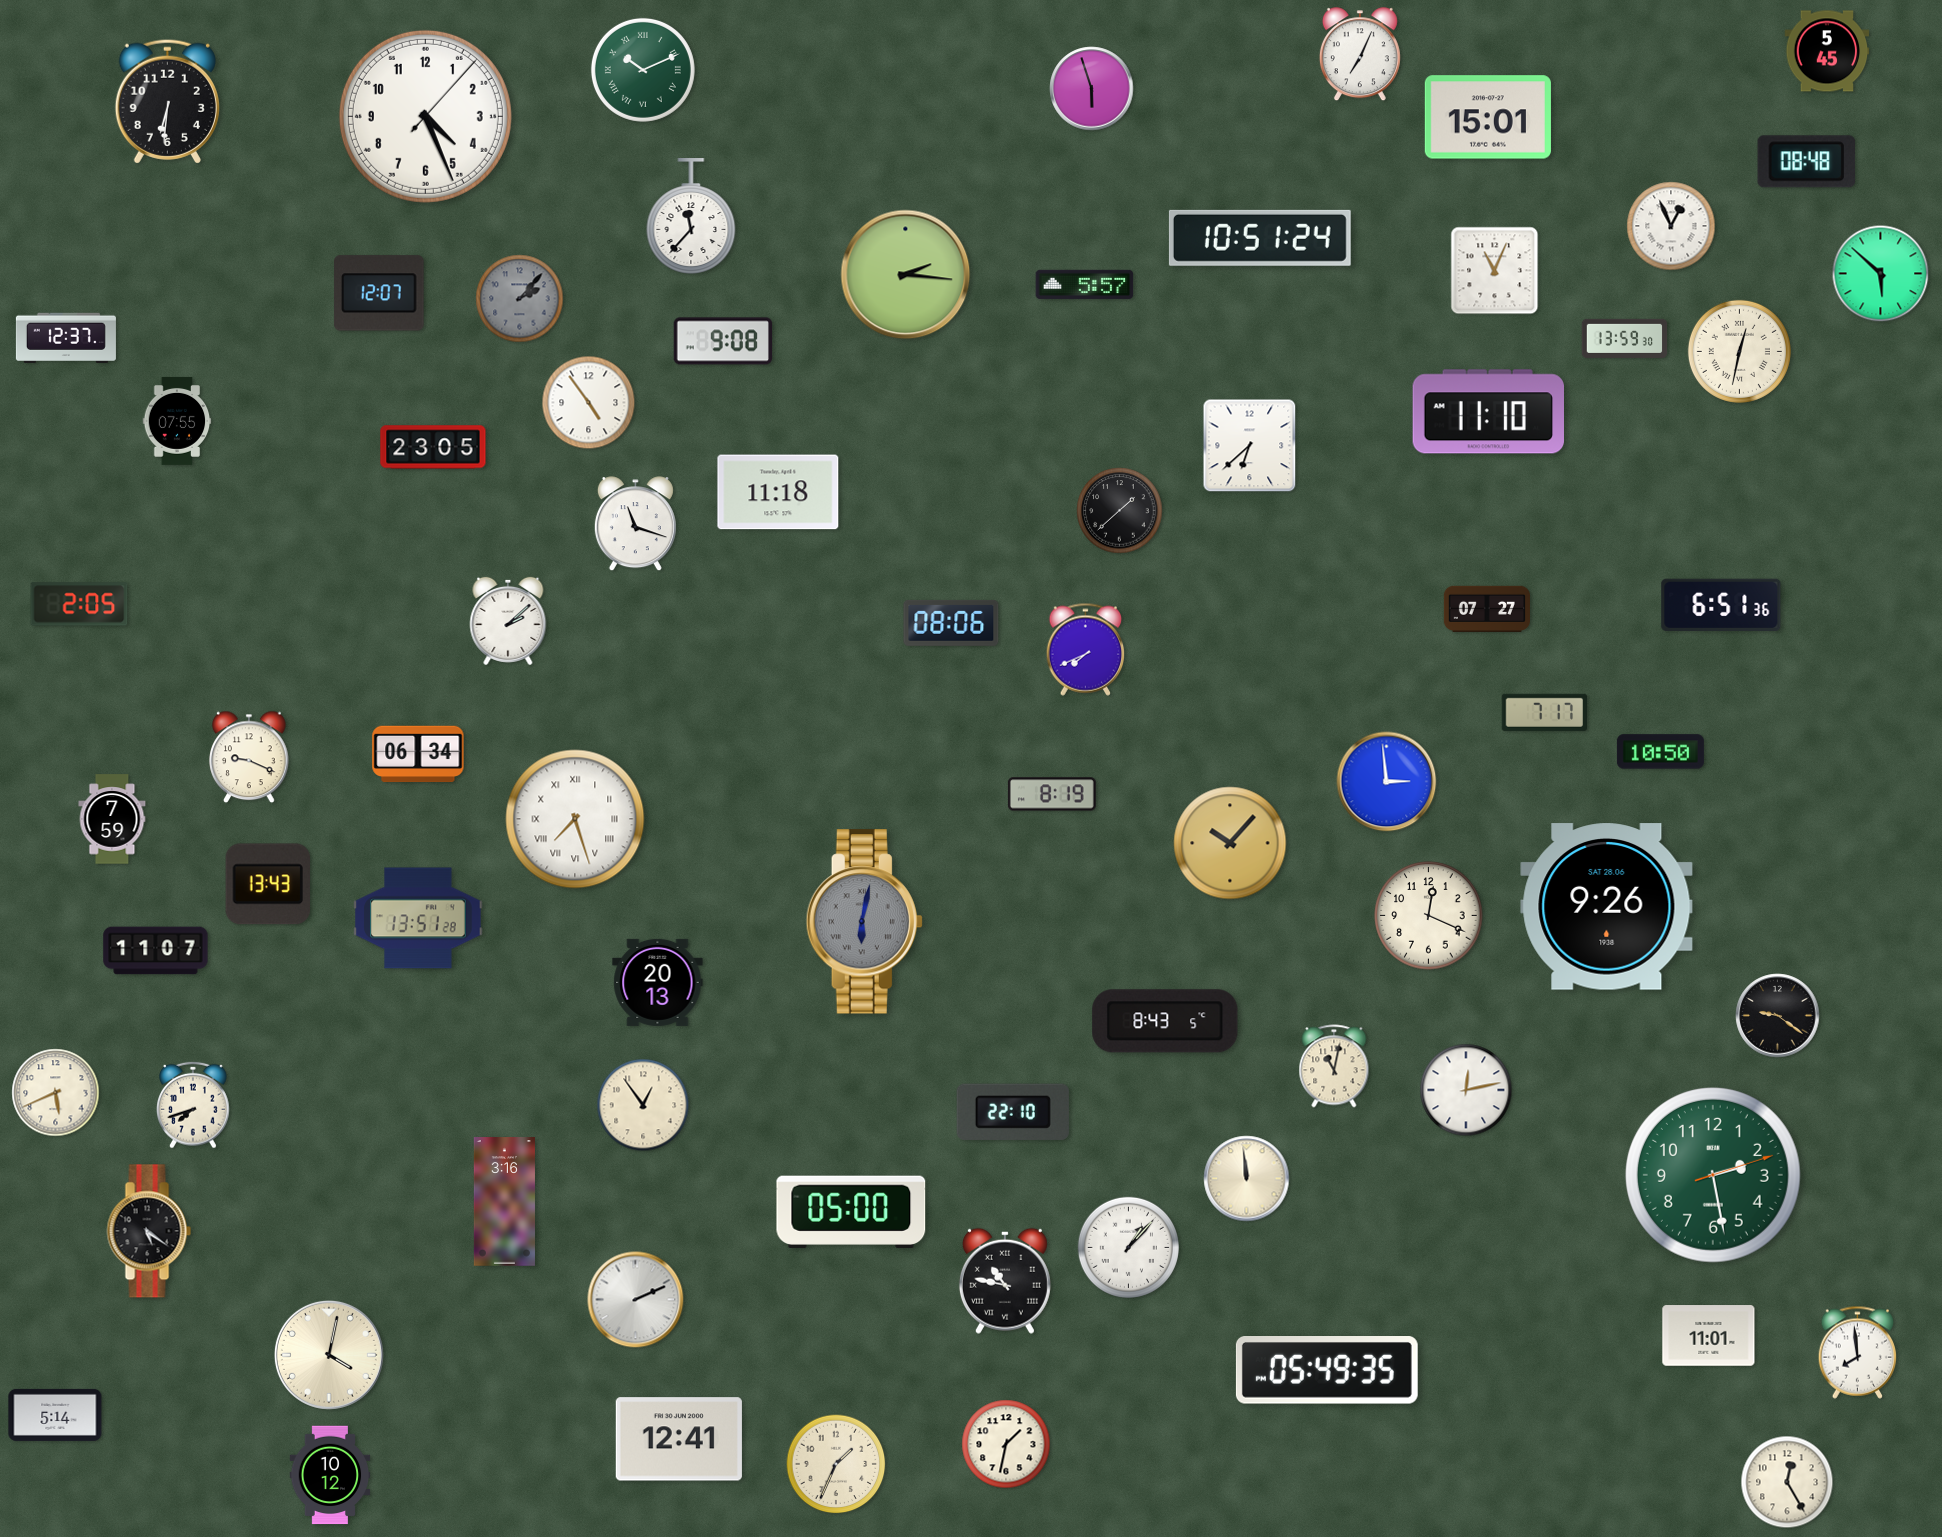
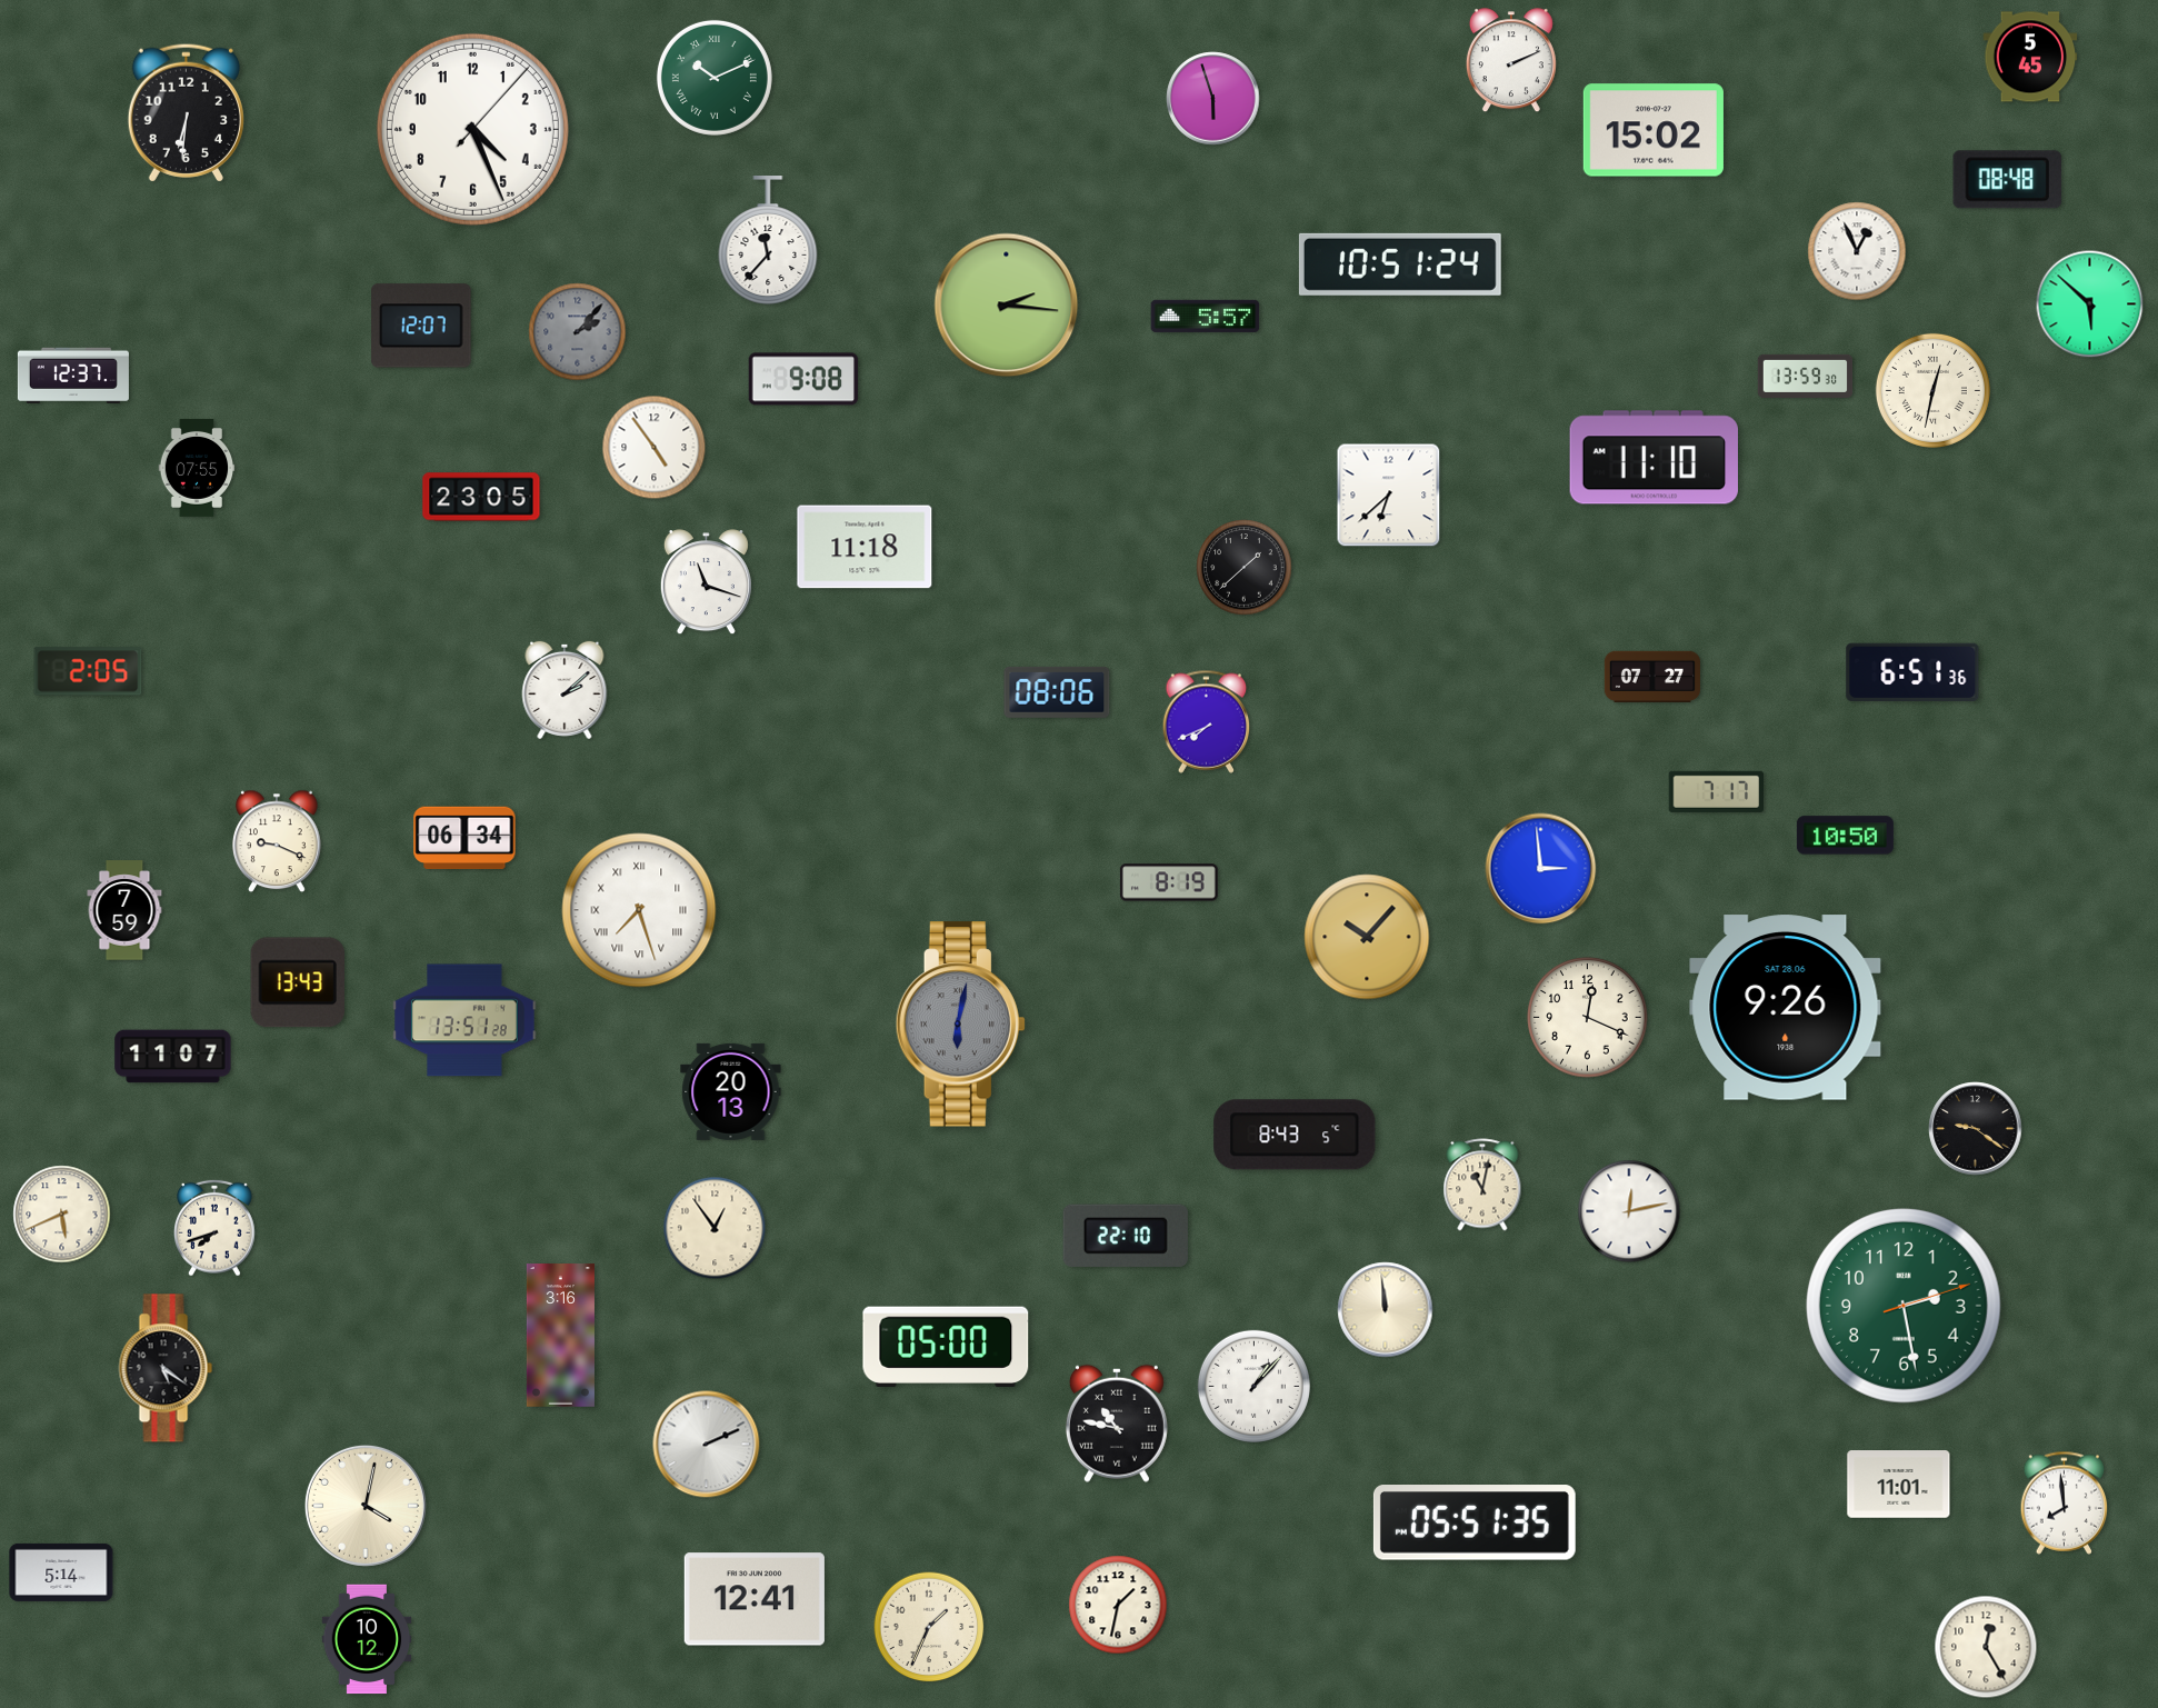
clock at (1360, 55): 7:04 -> 2:11
clock at (1488, 117): 15:01 -> 15:02
clock at (1495, 271): 11:04 -> none
clock at (1327, 1370): 05:49 -> 05:51
